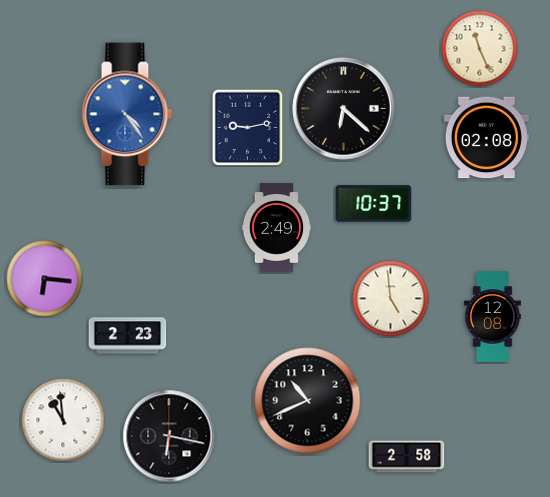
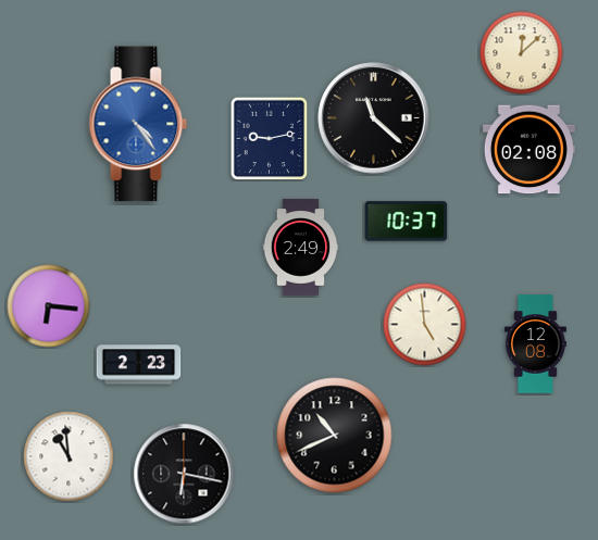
clock at (480, 49): 11:26 -> 12:08
clock at (344, 109): 6:22 -> 11:22
clock at (45, 279) position: (45, 279) -> (49, 306)
clock at (407, 457): 2:58 -> none
